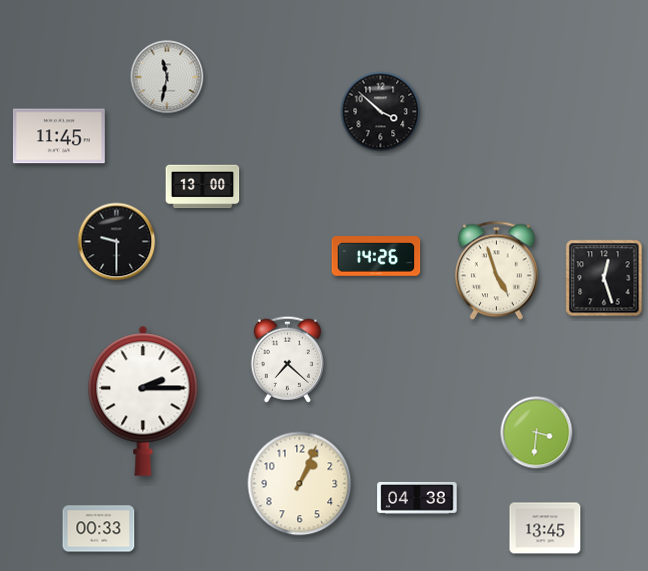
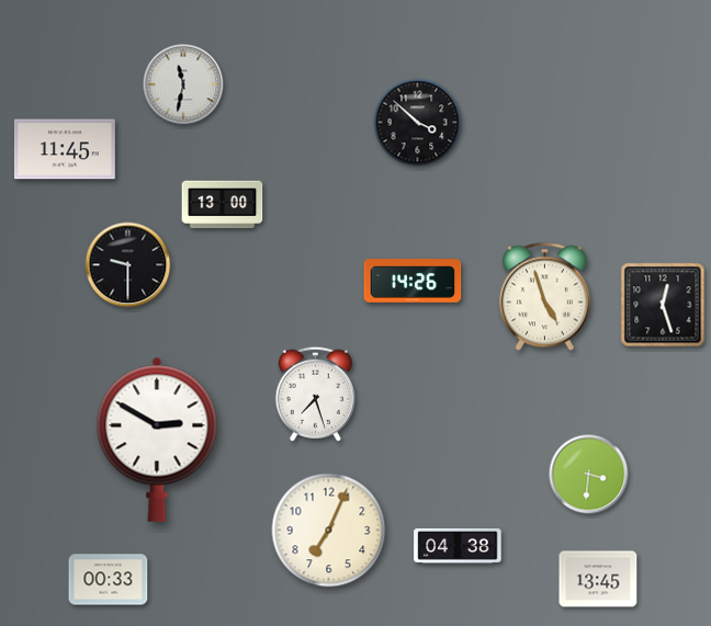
clock at (287, 359): 7:22 -> 7:27
clock at (143, 401): 2:15 -> 2:50
clock at (300, 484): 1:04 -> 7:04
